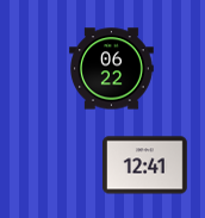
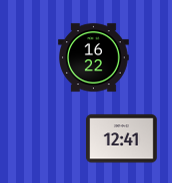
clock at (112, 69): 06:22 -> 16:22
